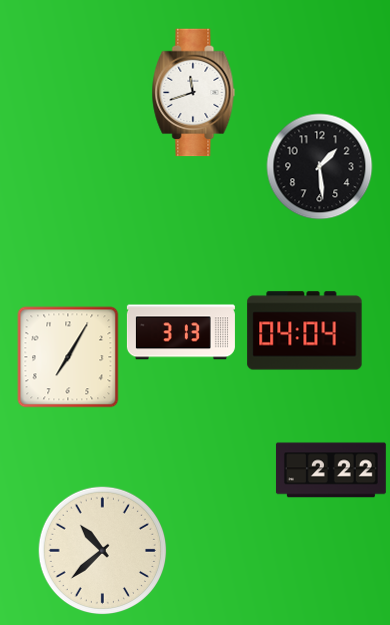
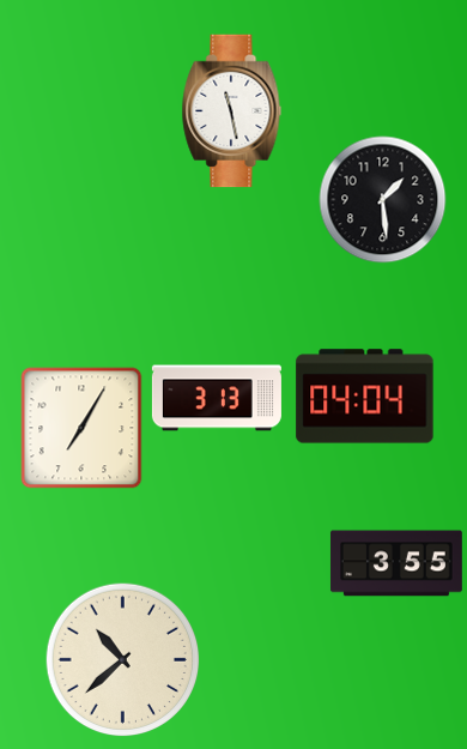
clock at (194, 93): 11:42 -> 11:28
clock at (331, 470): 2:22 -> 3:55
